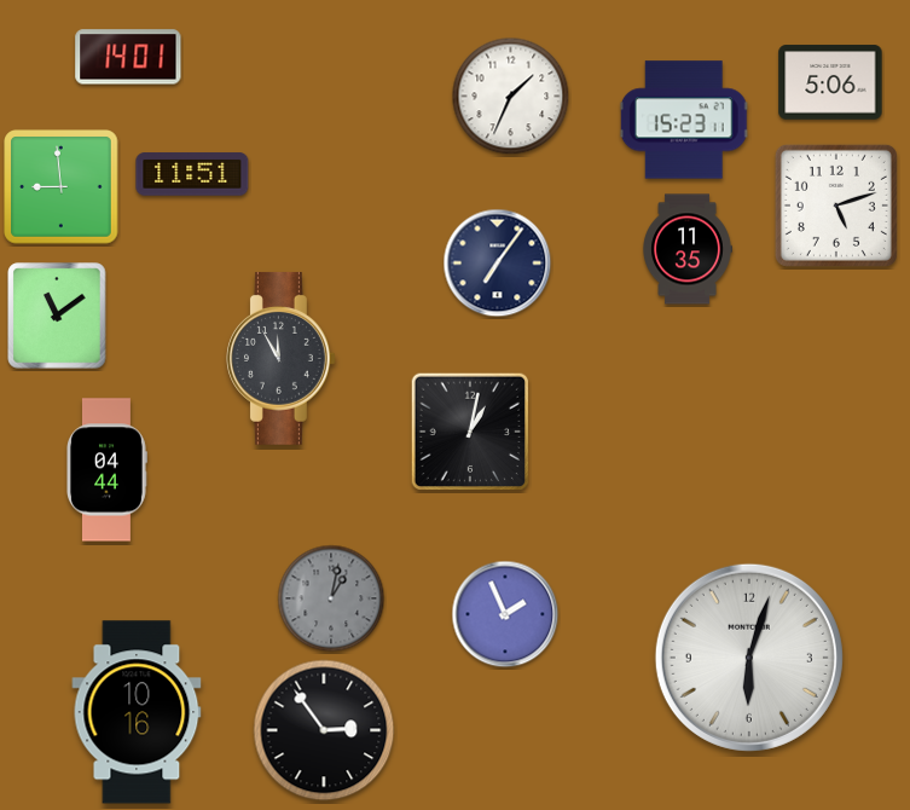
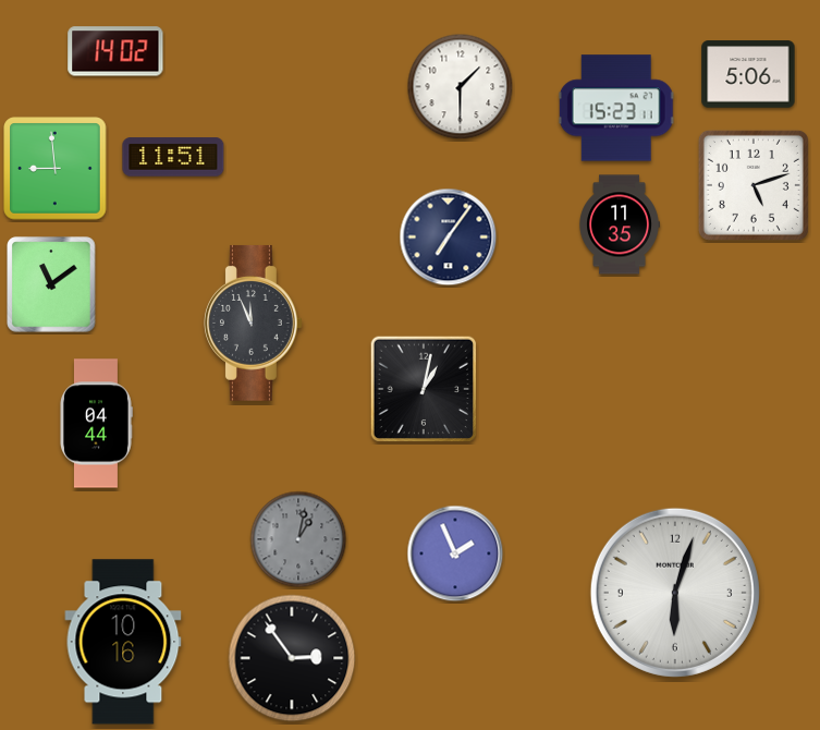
clock at (128, 57): 14:01 -> 14:02
clock at (511, 97): 1:34 -> 1:30
clock at (282, 359): 11:55 -> 11:56
